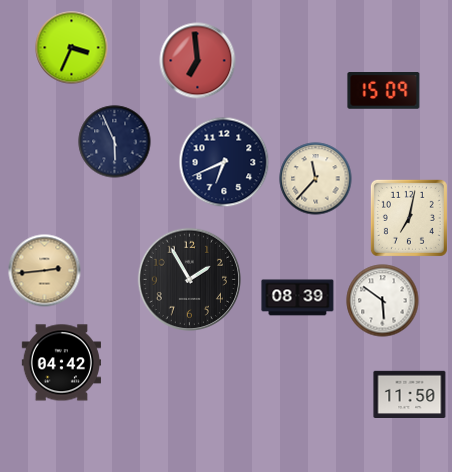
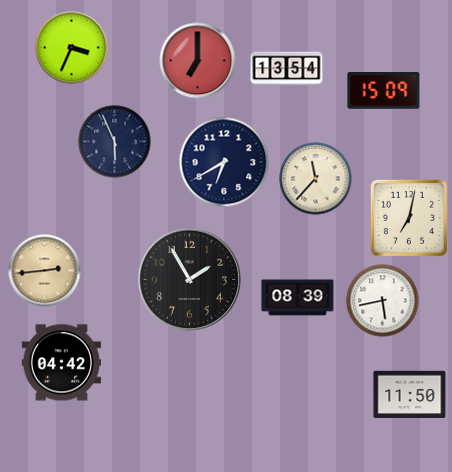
clock at (198, 61): 6:59 -> 7:00
clock at (287, 69): none -> 13:54
clock at (224, 162): 6:41 -> 6:40
clock at (383, 301): 5:51 -> 5:43
